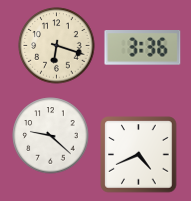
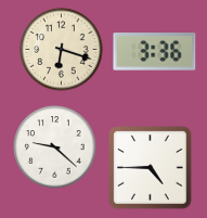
clock at (139, 155): 4:41 -> 4:45
